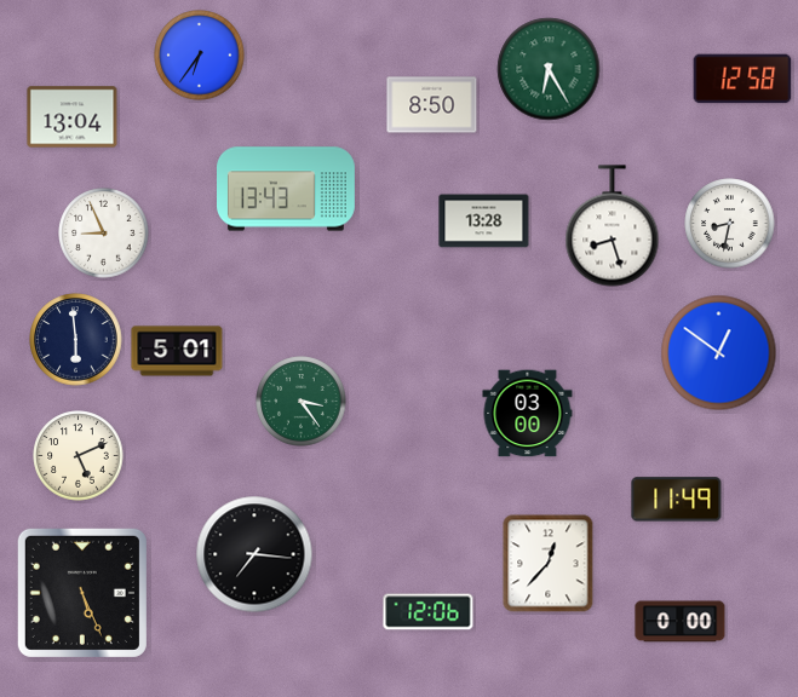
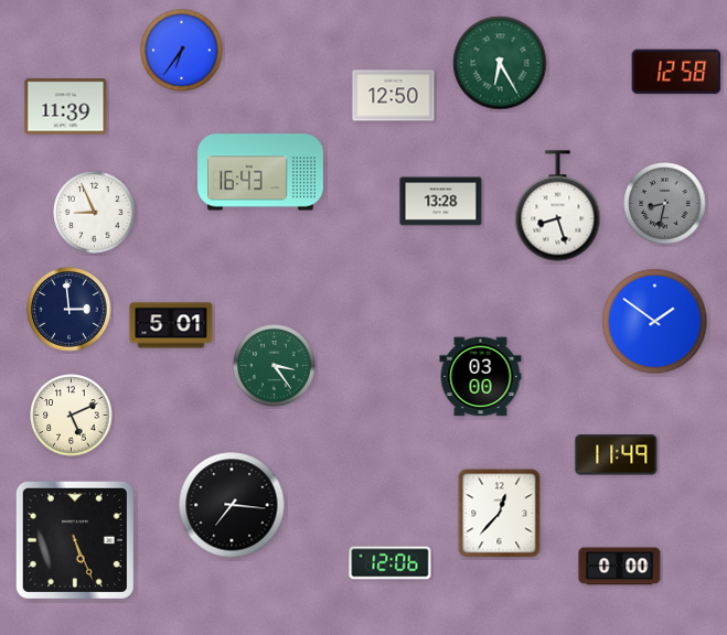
clock at (432, 105): 8:50 -> 12:50
clock at (73, 117): 13:04 -> 11:39
clock at (287, 189): 13:43 -> 16:43
clock at (730, 224) dial: white -> grey
clock at (76, 340): 5:59 -> 2:59
clock at (177, 351) position: (177, 351) -> (171, 325)
clock at (719, 353): 12:51 -> 1:51
clock at (429, 612) position: (429, 612) -> (391, 563)
